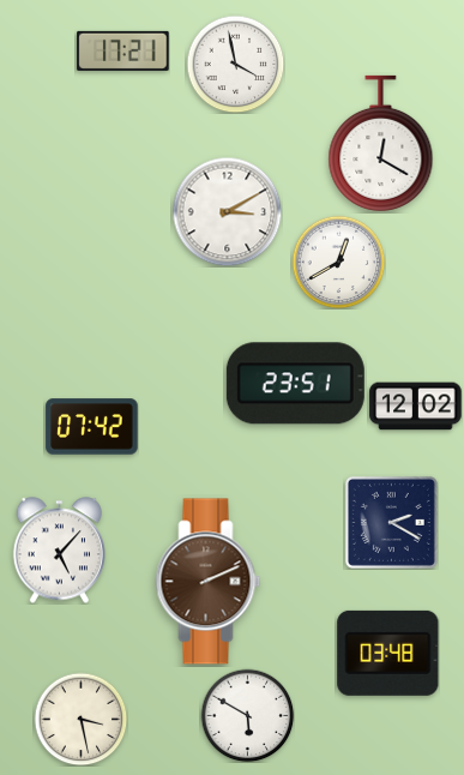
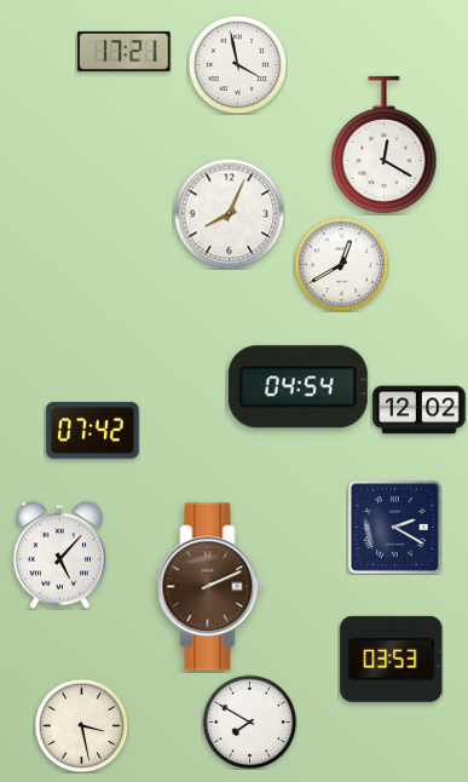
clock at (227, 211): 3:10 -> 8:04
clock at (295, 384): 23:51 -> 04:54
clock at (388, 653): 03:48 -> 03:53
clock at (247, 715): 5:50 -> 7:50
